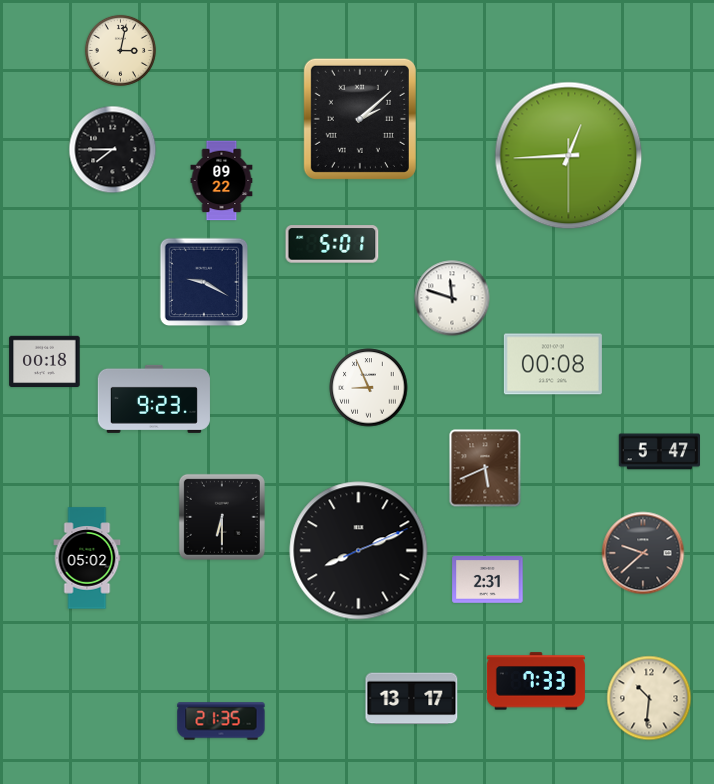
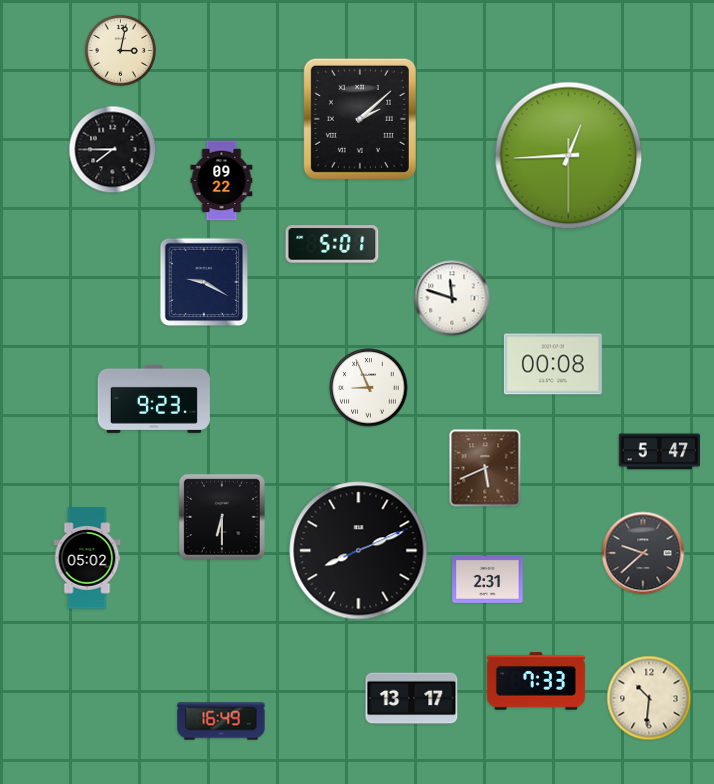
clock at (45, 362): 00:18 -> none
clock at (221, 721): 21:35 -> 16:49
